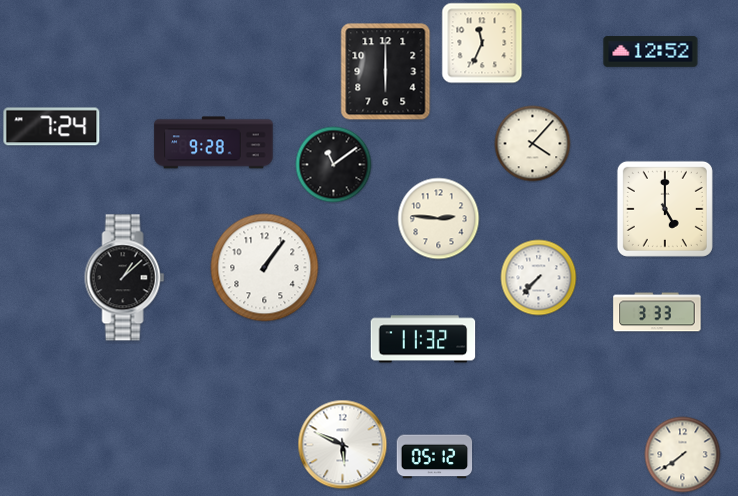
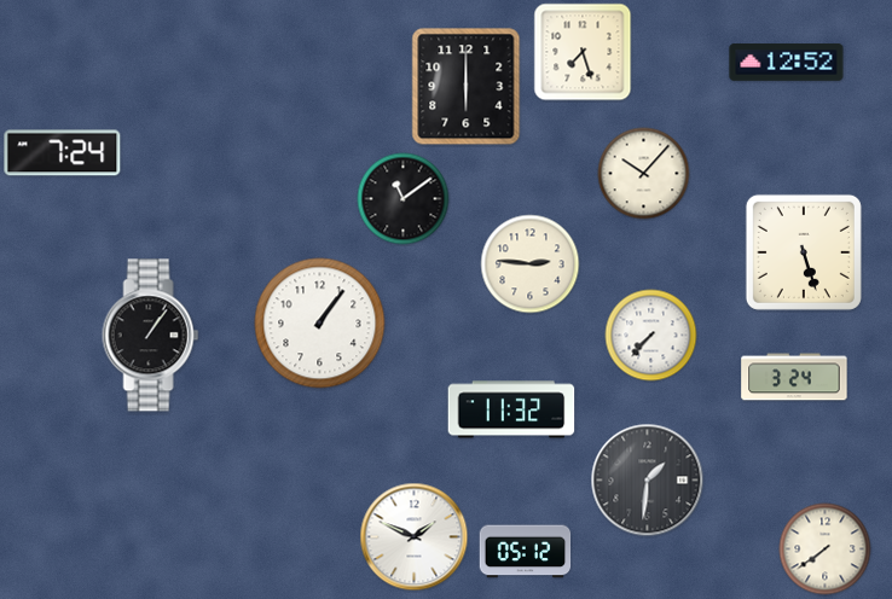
clock at (482, 43): 11:34 -> 7:27
clock at (214, 143): 9:28 -> none
clock at (533, 144): 4:07 -> 10:07
clock at (665, 209): 5:00 -> 5:27
clock at (125, 278): 1:08 -> 1:06
clock at (657, 312): 3:33 -> 3:24
clock at (648, 481): none -> 1:31
clock at (343, 445): 5:49 -> 1:49
